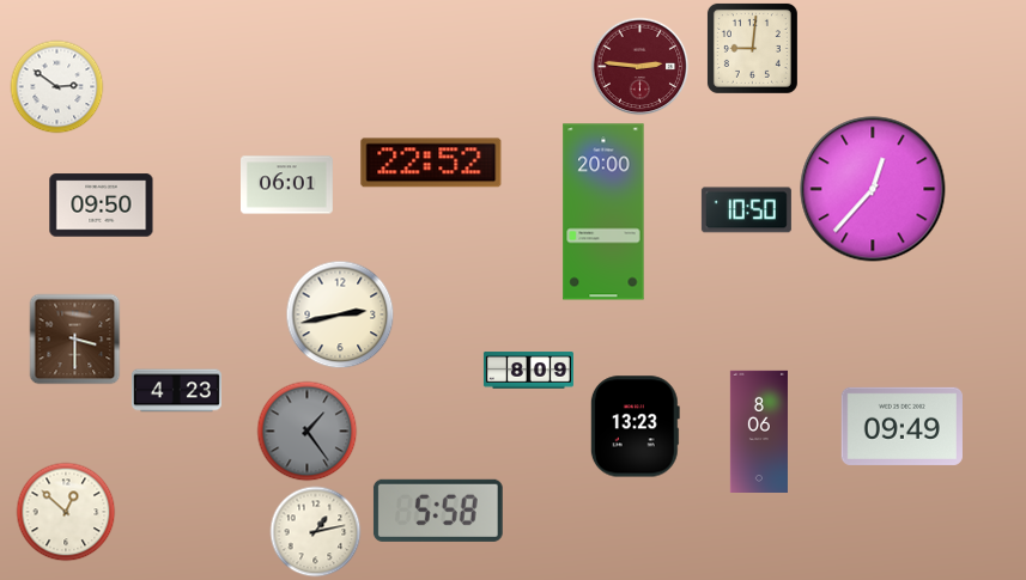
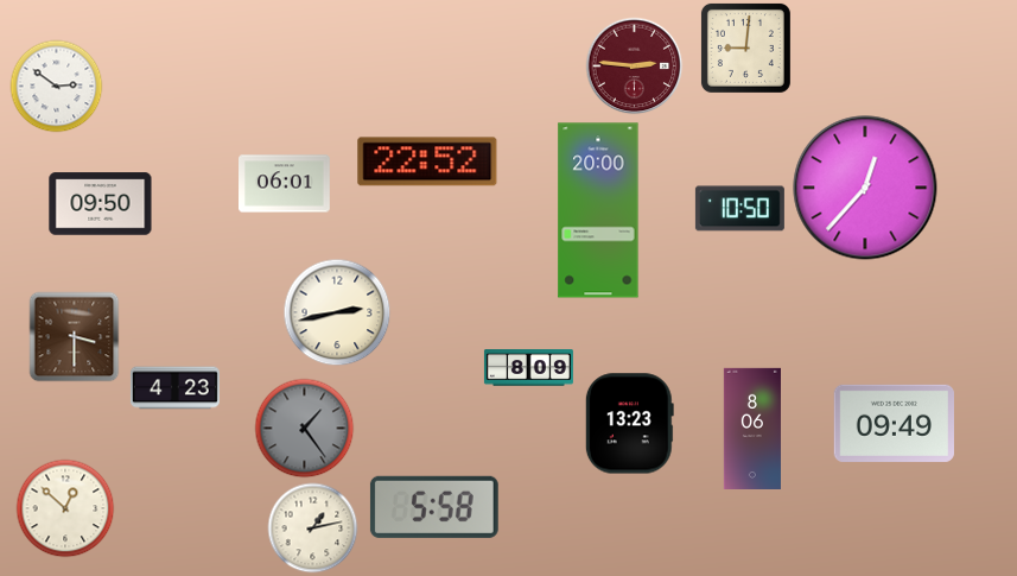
clock at (528, 371) position: (528, 371) -> (528, 368)
